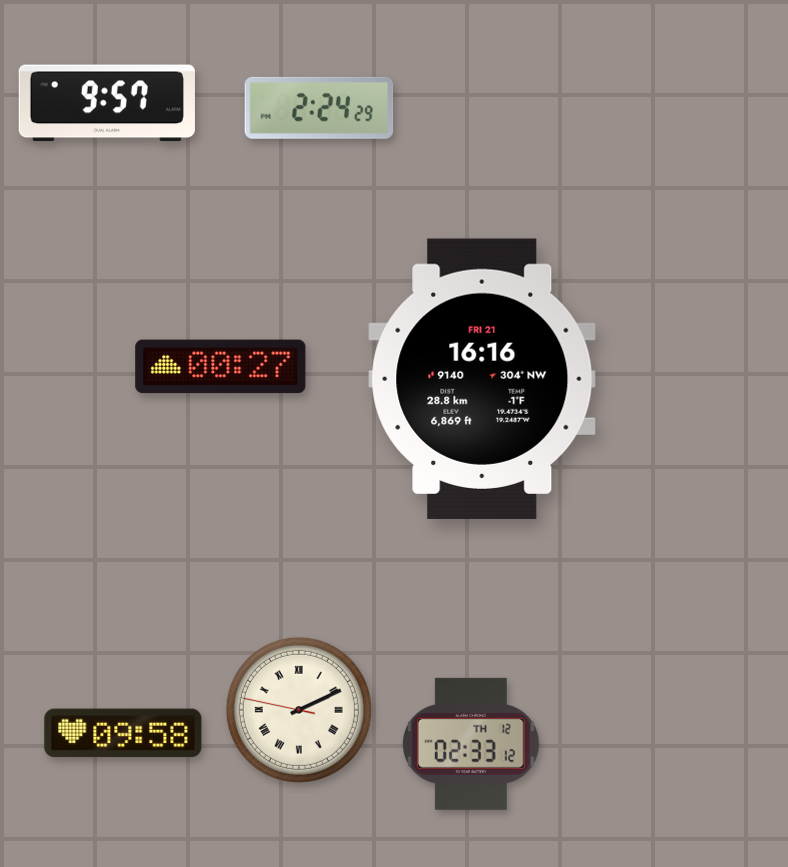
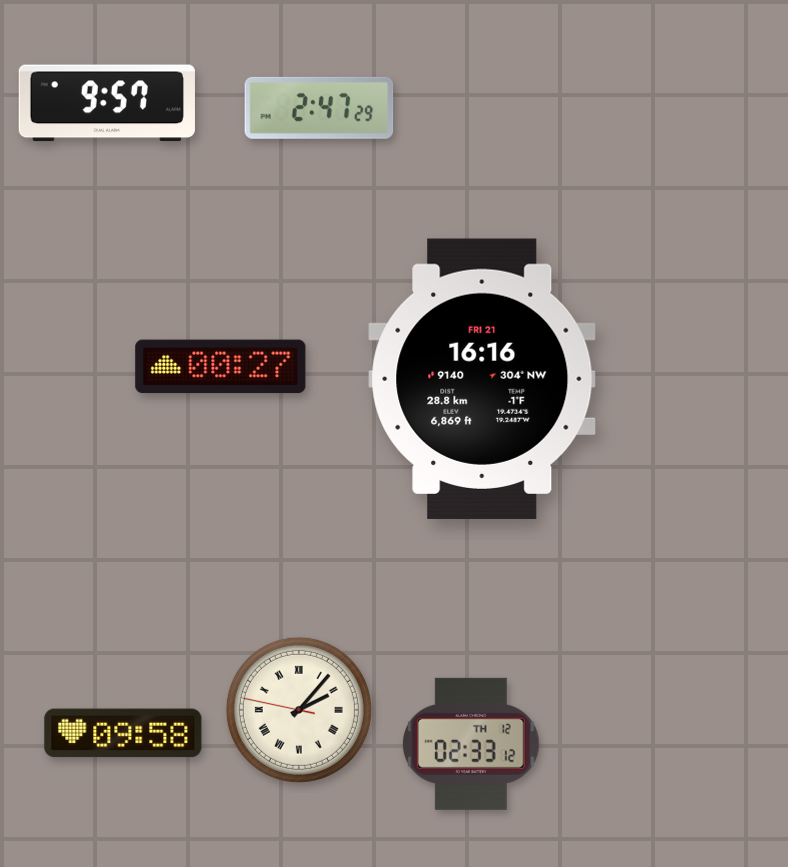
clock at (319, 108): 2:24 -> 2:47
clock at (299, 710): 2:10 -> 2:06
